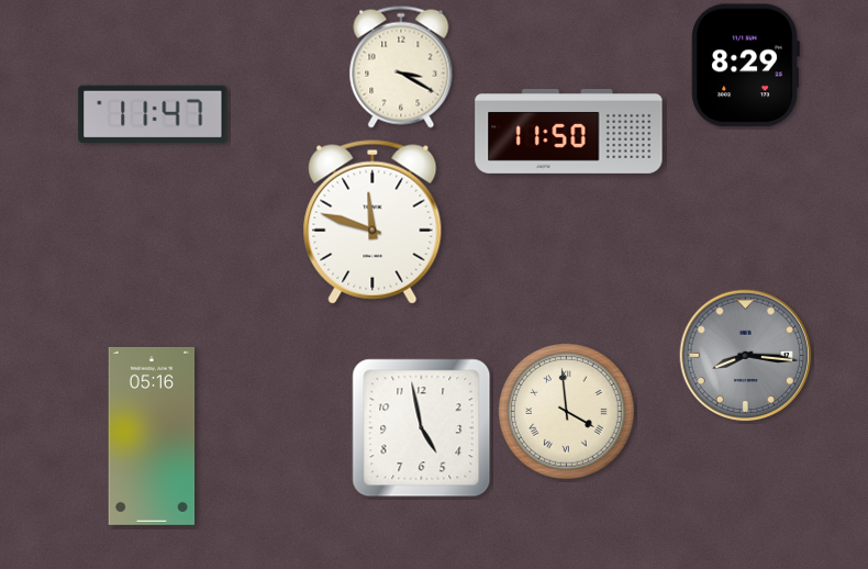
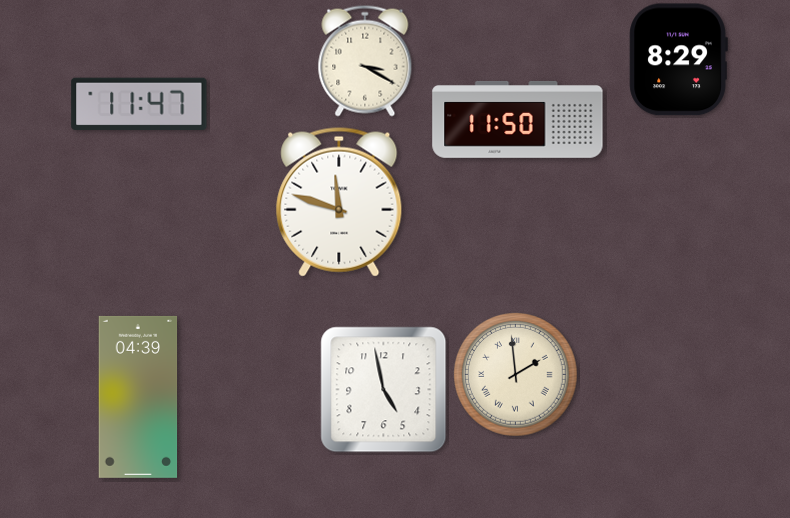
clock at (746, 356): 8:16 -> none
clock at (567, 412): 3:59 -> 1:59
clock at (152, 436): 05:16 -> 04:39
